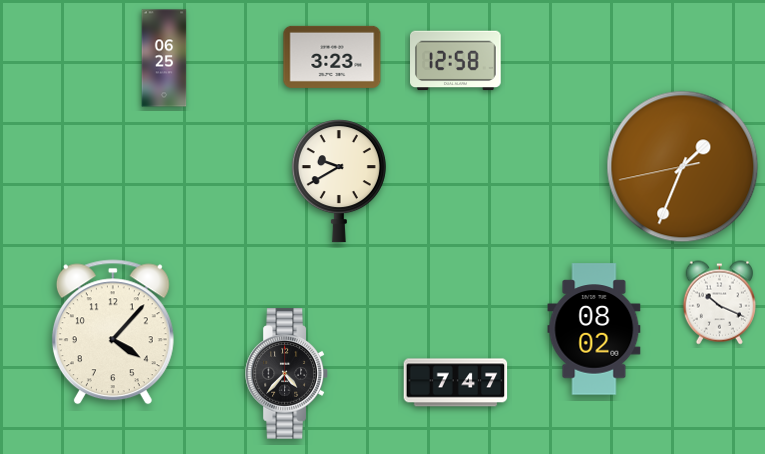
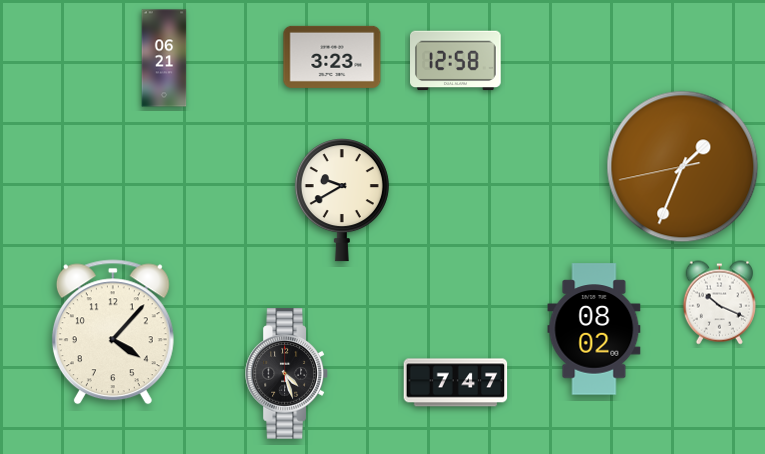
clock at (164, 58): 06:25 -> 06:21
clock at (339, 181) position: (339, 181) -> (342, 200)
clock at (287, 374): 4:37 -> 4:27
